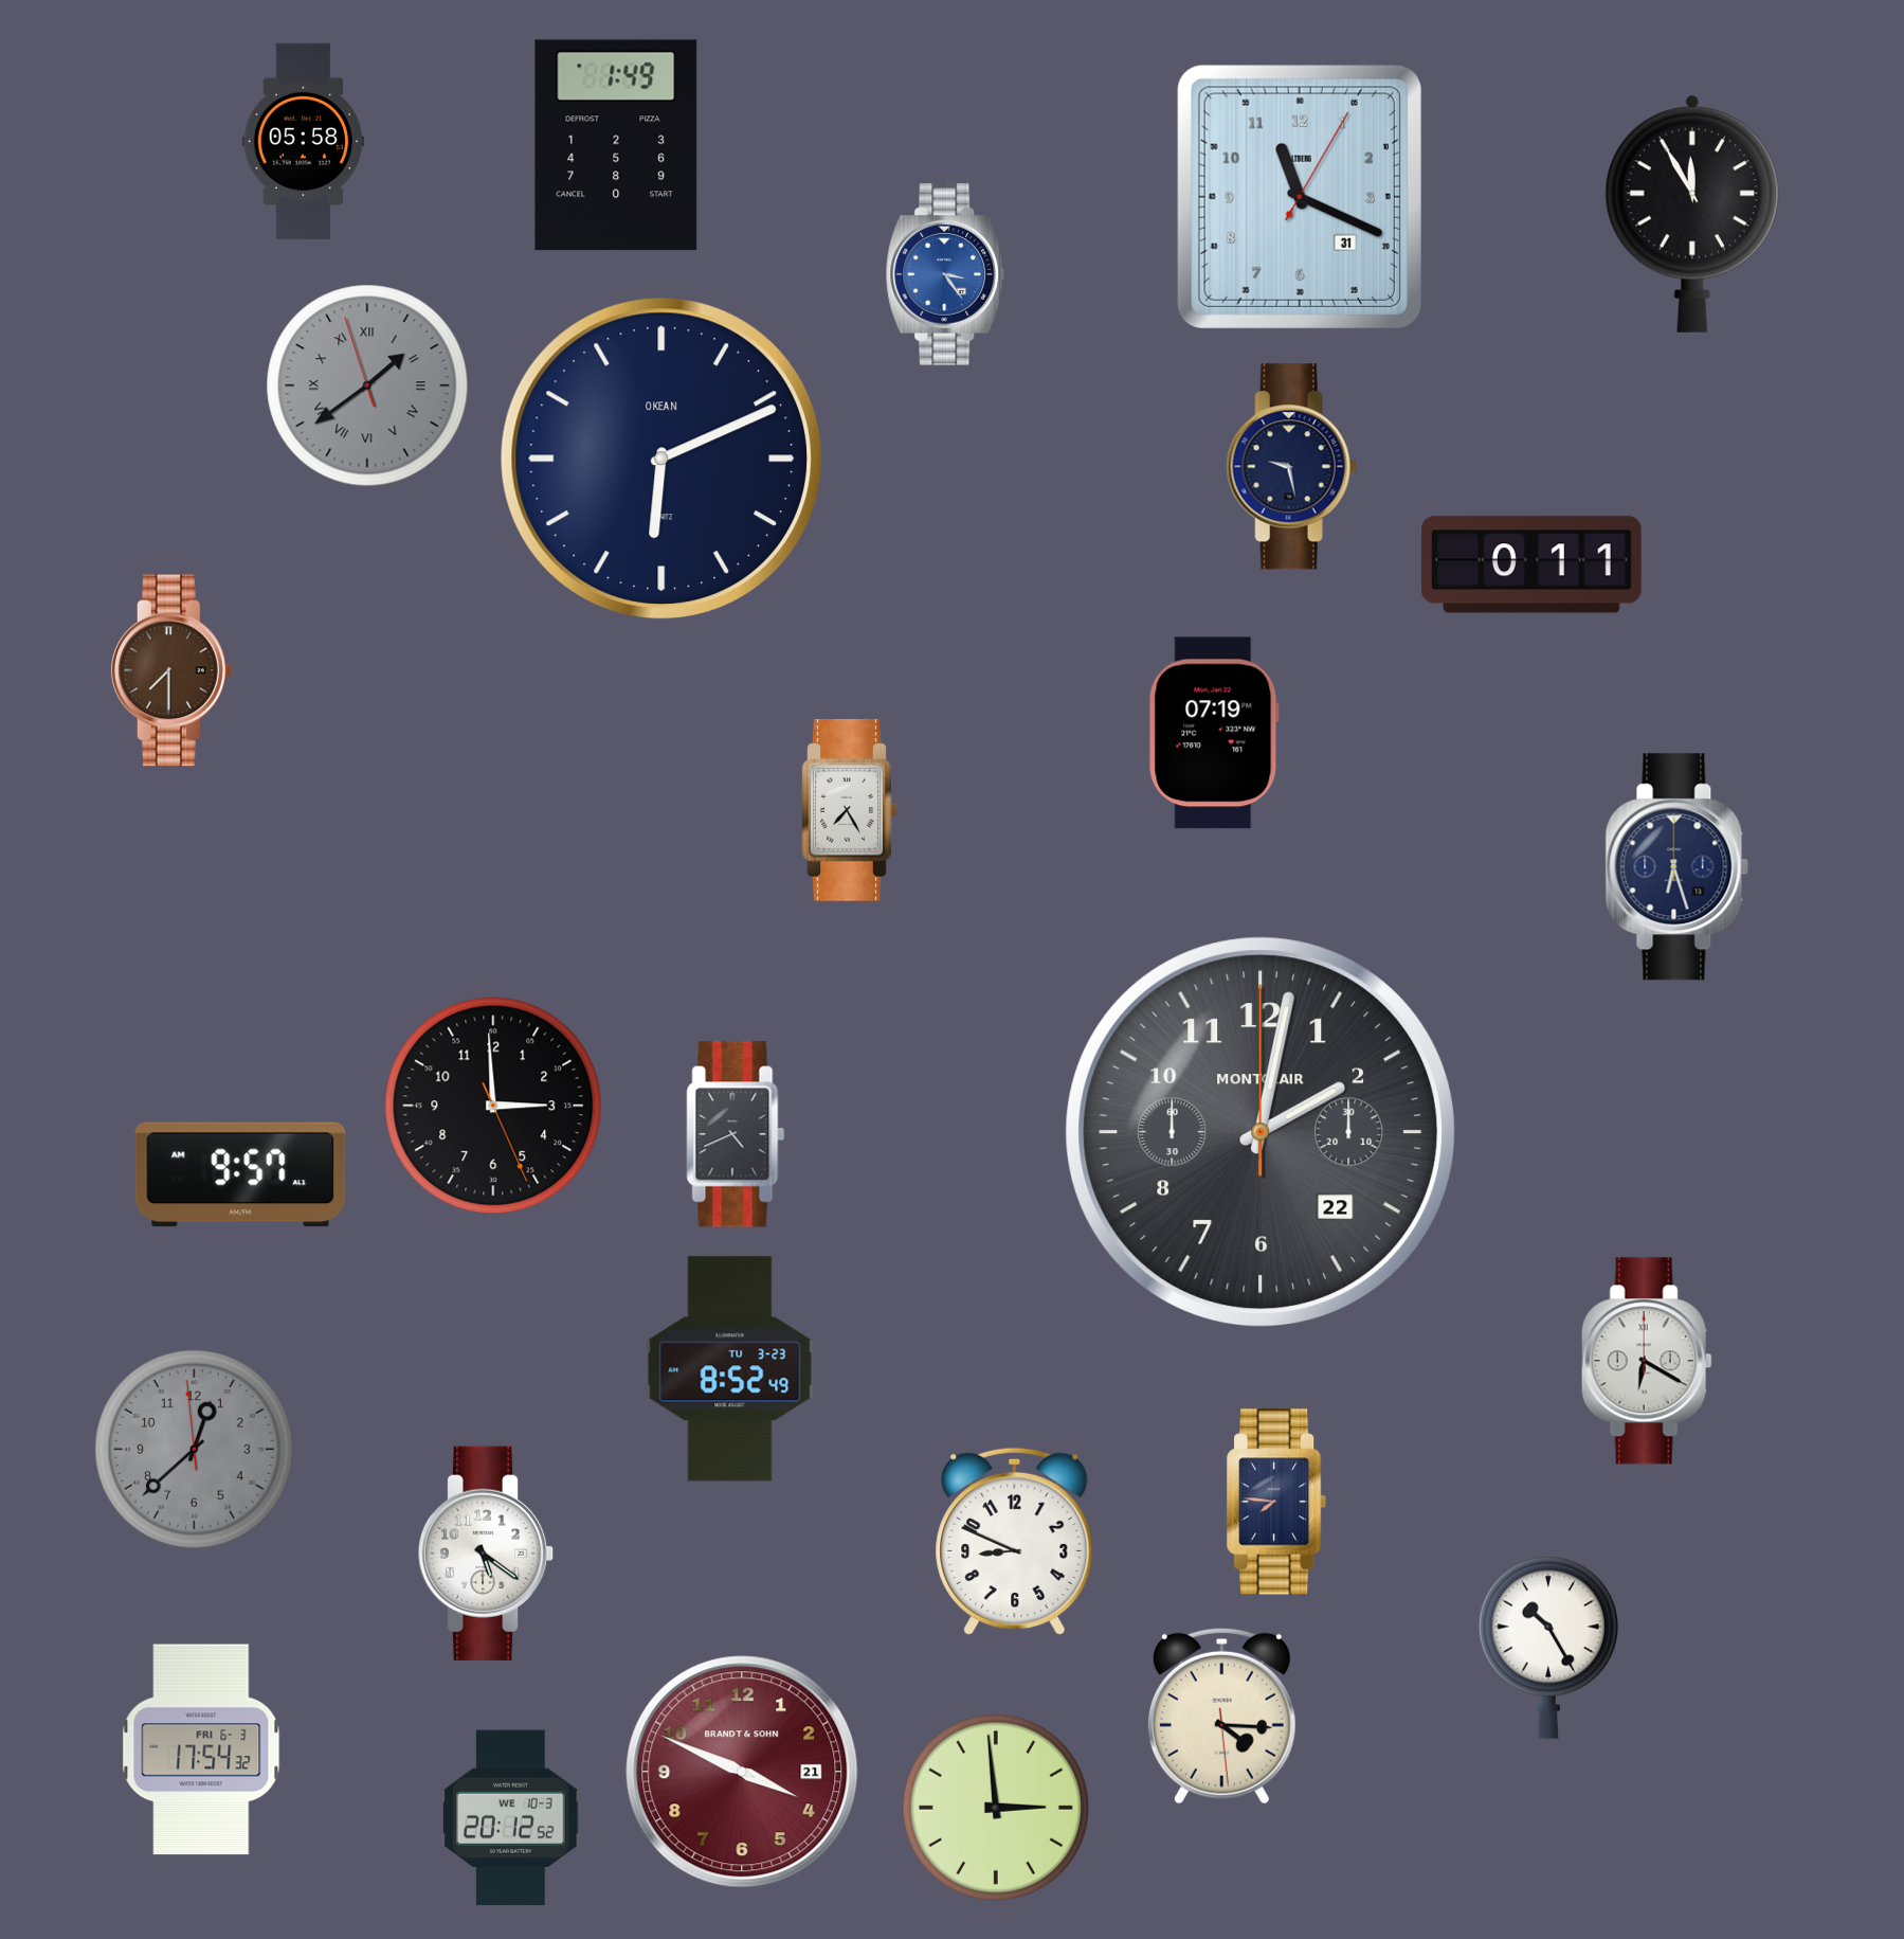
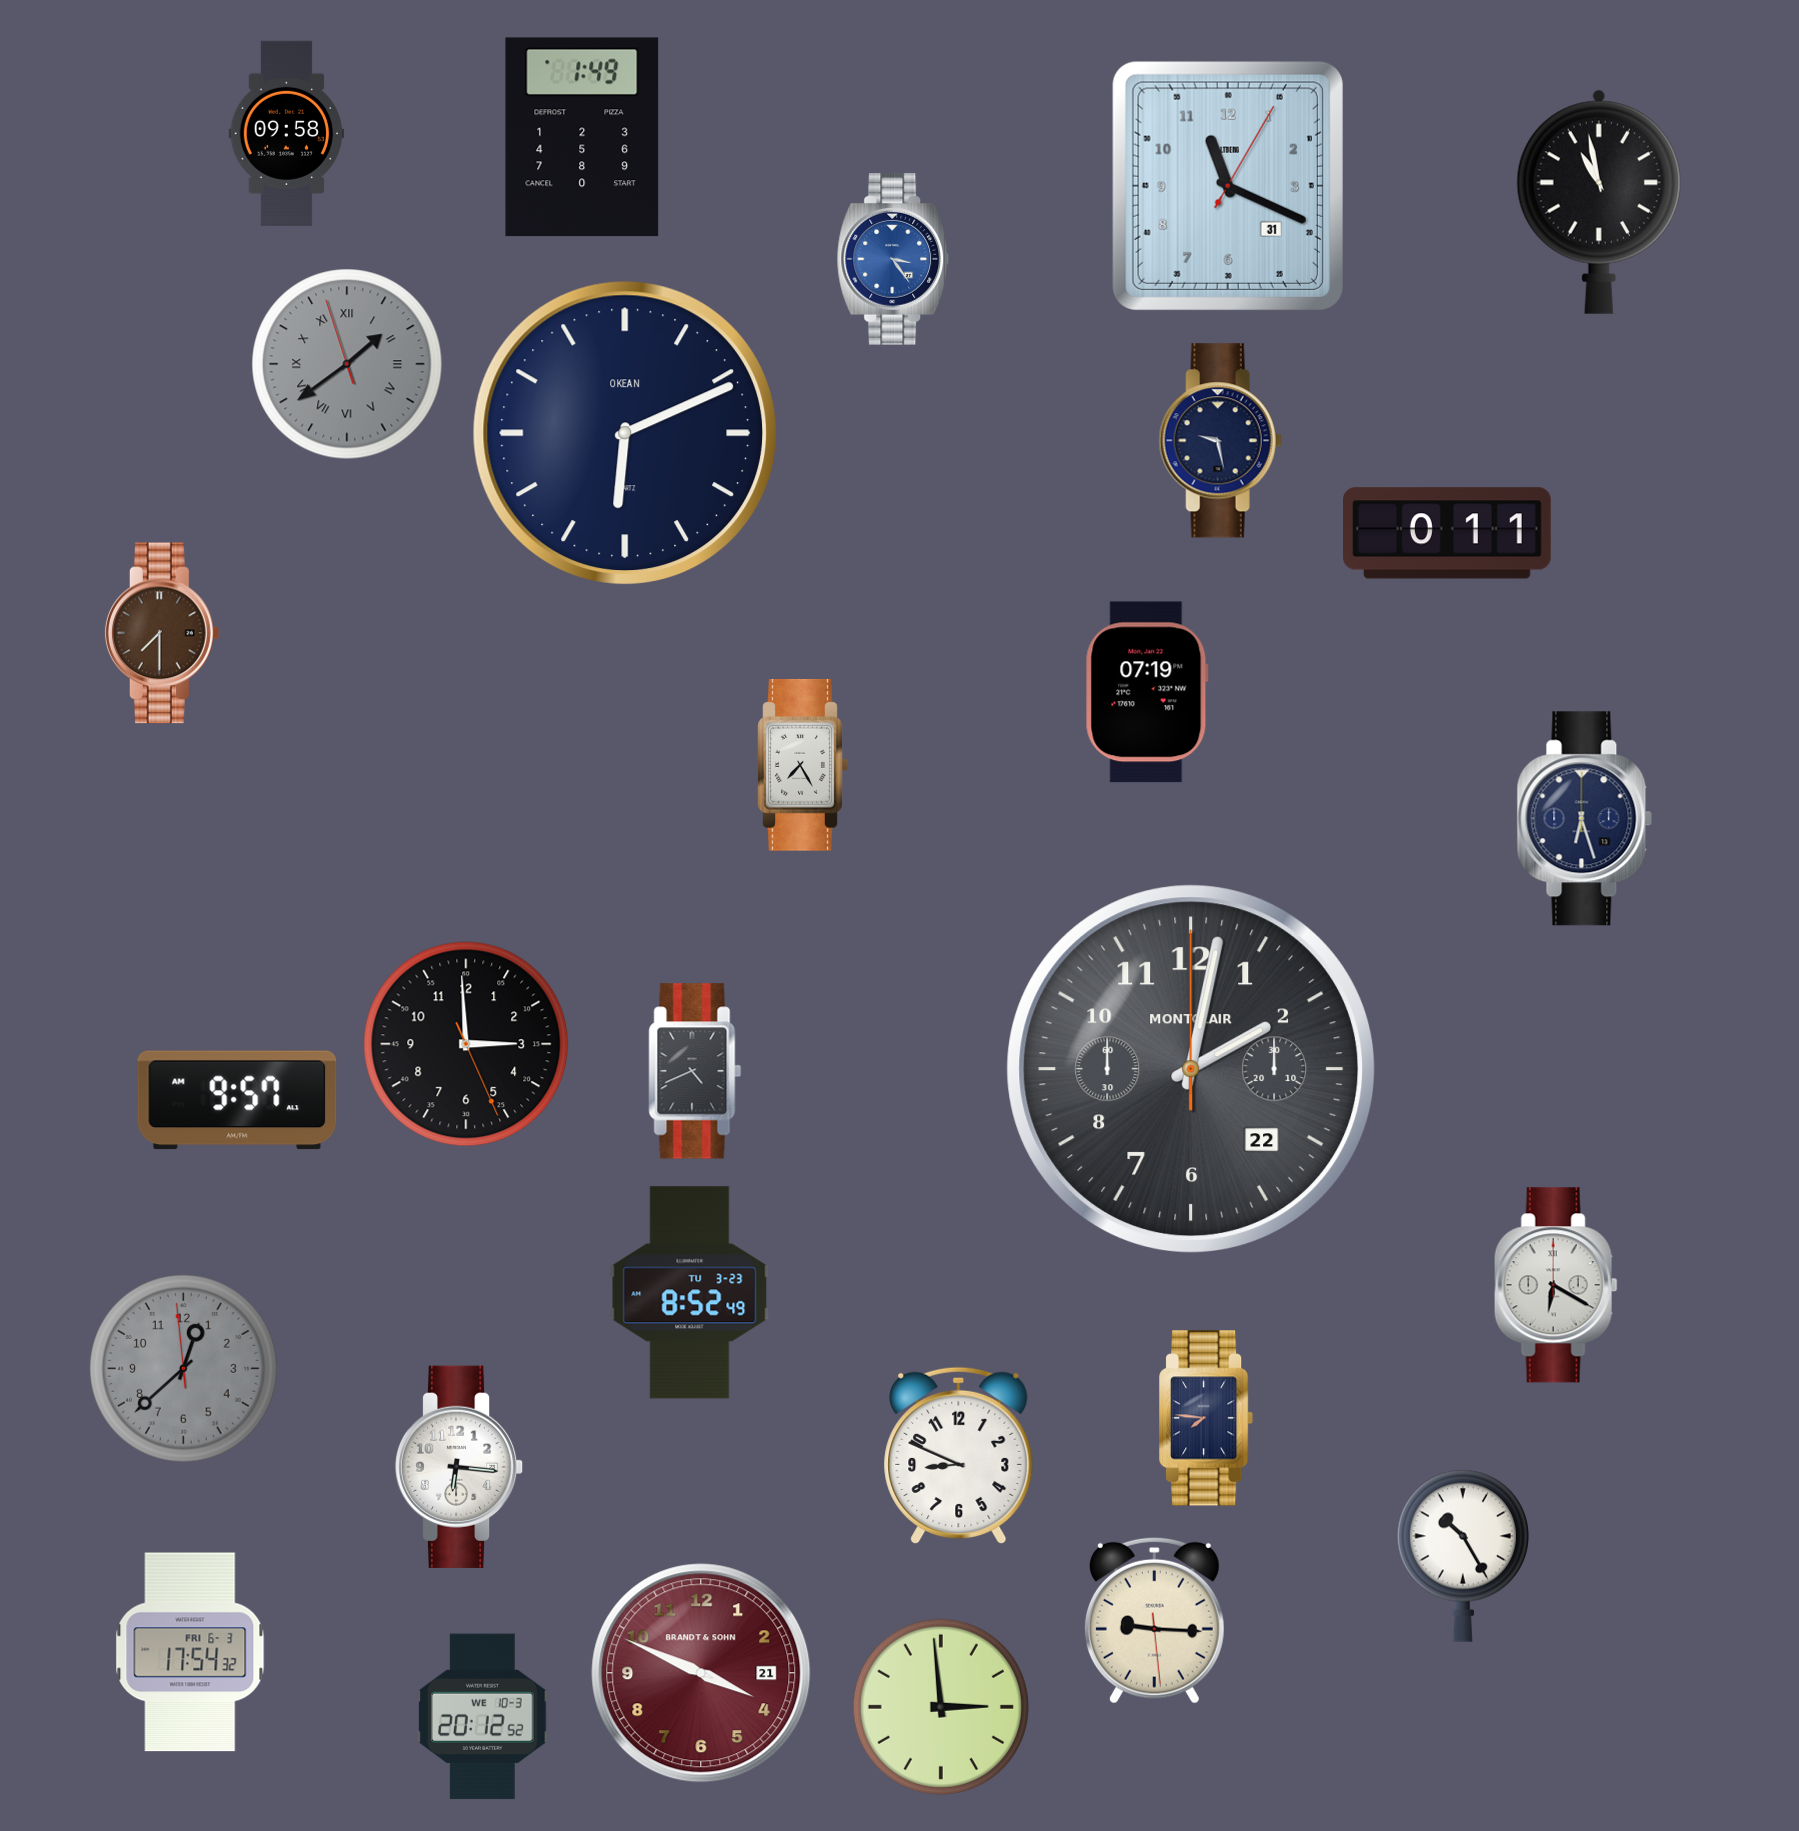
clock at (303, 141): 05:58 -> 09:58
clock at (1692, 214): 11:55 -> 10:58
clock at (240, 1174) position: (240, 1174) -> (237, 1100)
clock at (486, 1554): 5:21 -> 6:16
clock at (1221, 1716): 4:15 -> 9:15
